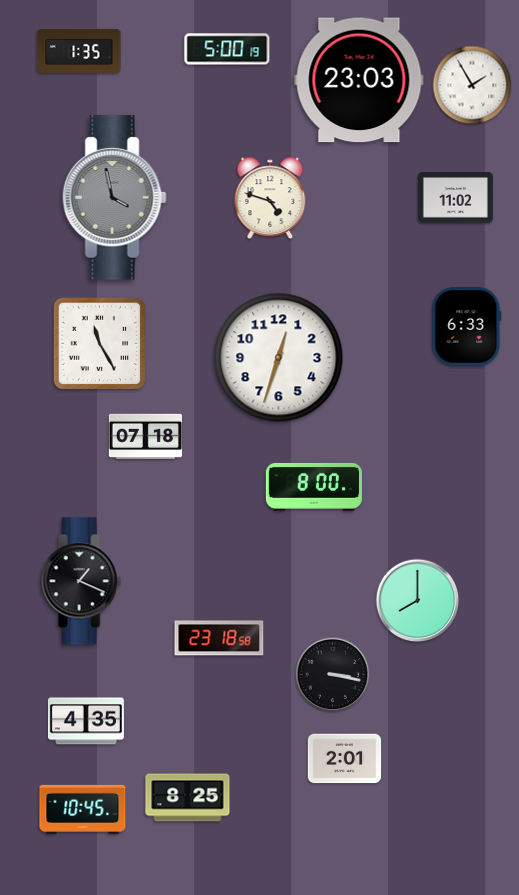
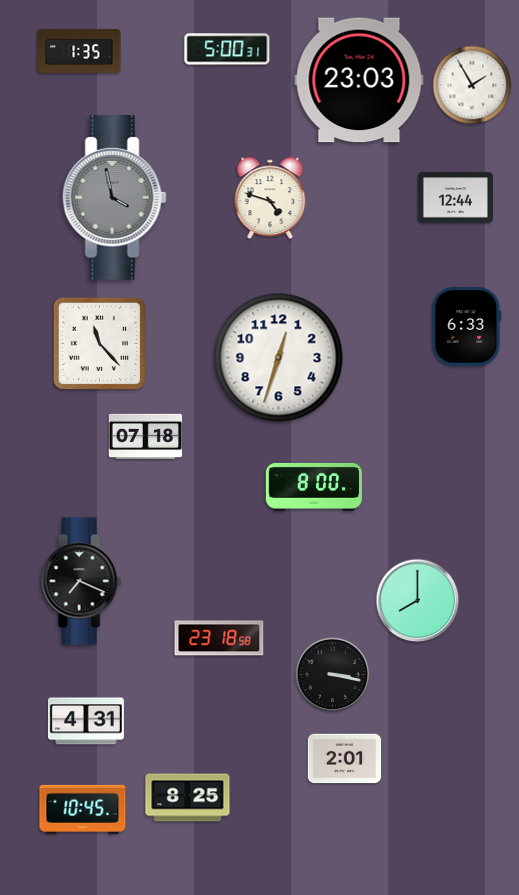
clock at (227, 49): 5:00:19 -> 5:00:31
clock at (455, 198): 11:02 -> 12:44
clock at (100, 344): 11:25 -> 11:23
clock at (81, 581): 1:19 -> 7:19
clock at (86, 721): 4:35 -> 4:31
